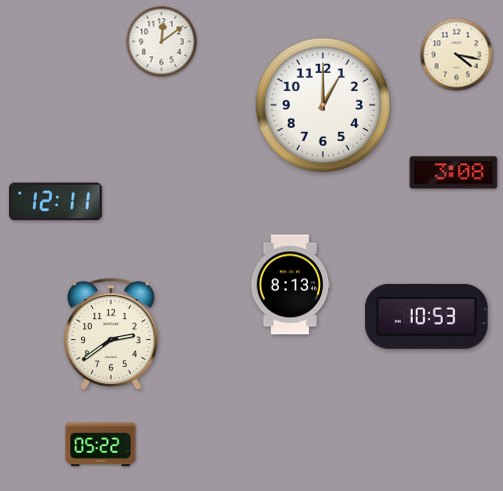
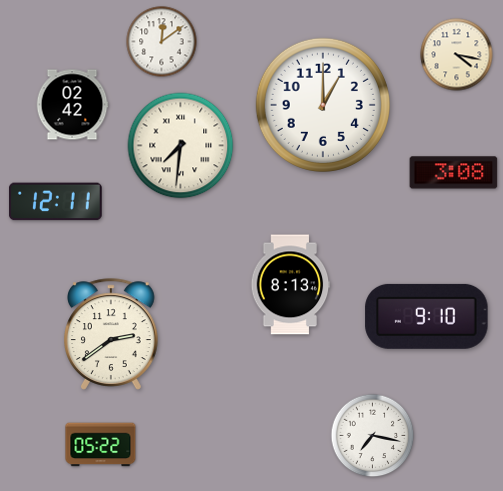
clock at (72, 105): none -> 02:42
clock at (181, 146): none -> 7:31
clock at (427, 316): 10:53 -> 9:10
clock at (373, 436): none -> 7:17
